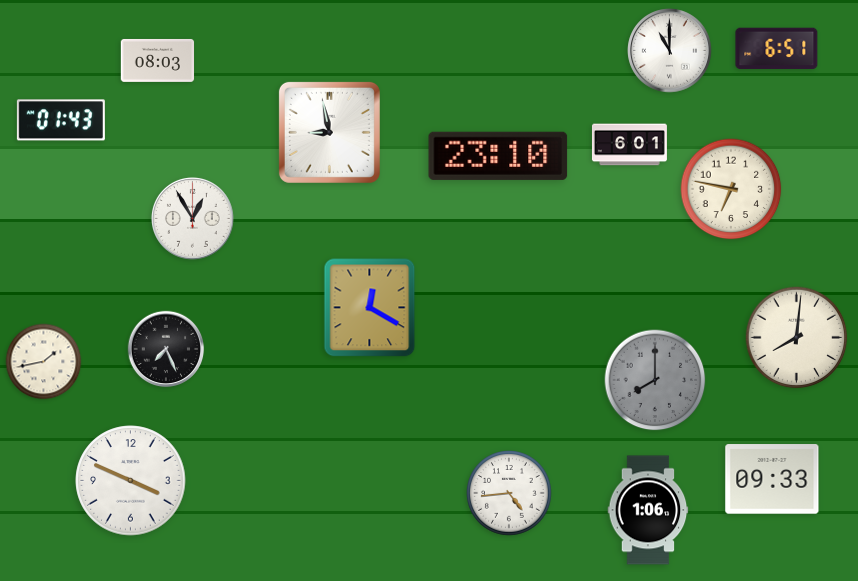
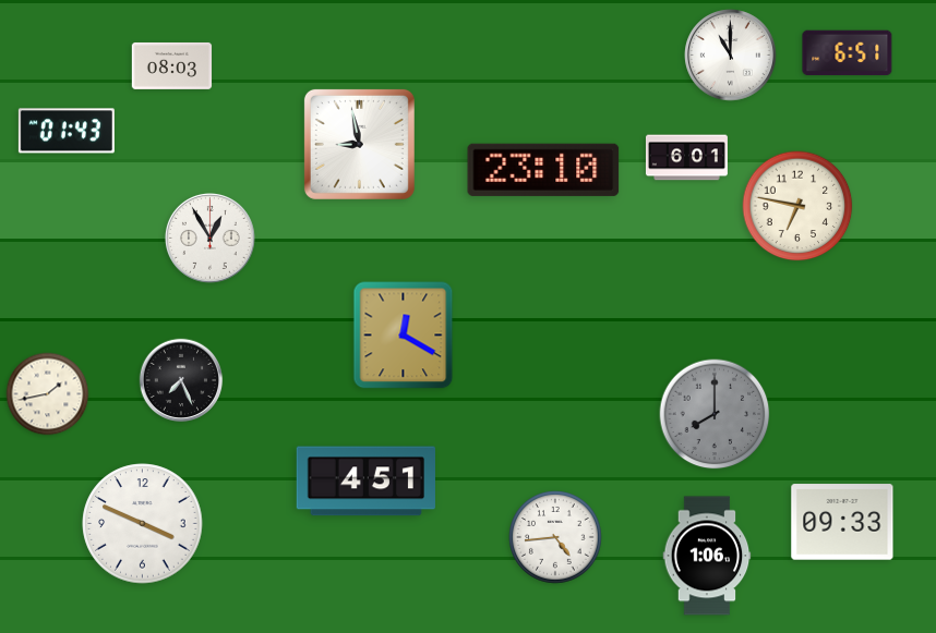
clock at (797, 338): 8:01 -> none
clock at (365, 482): none -> 4:51
